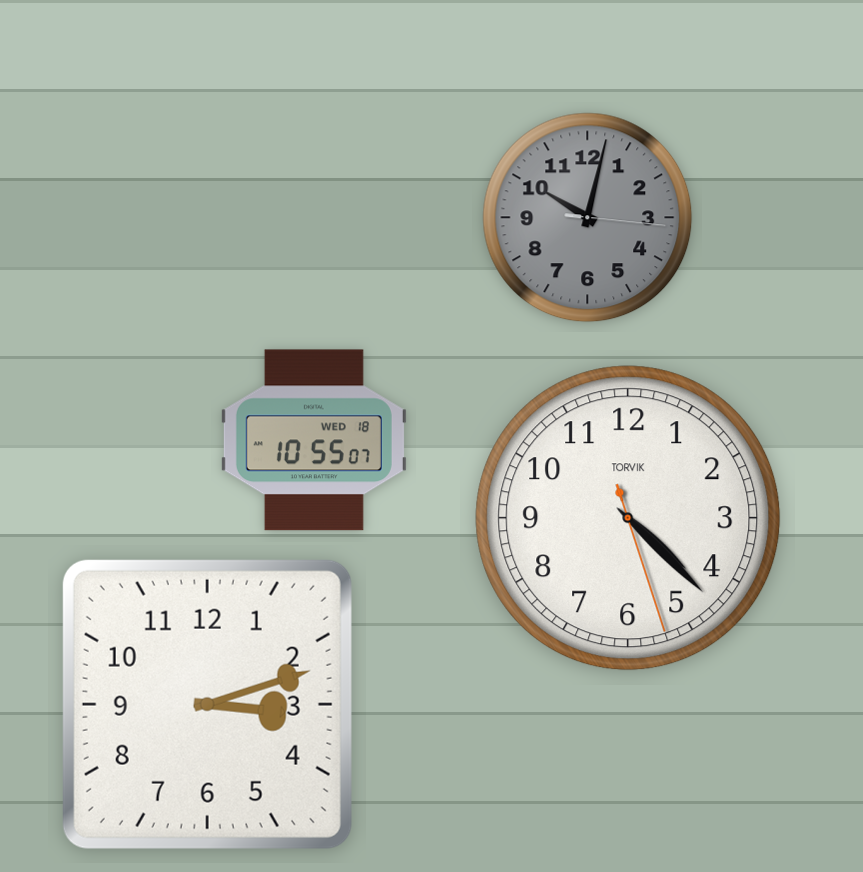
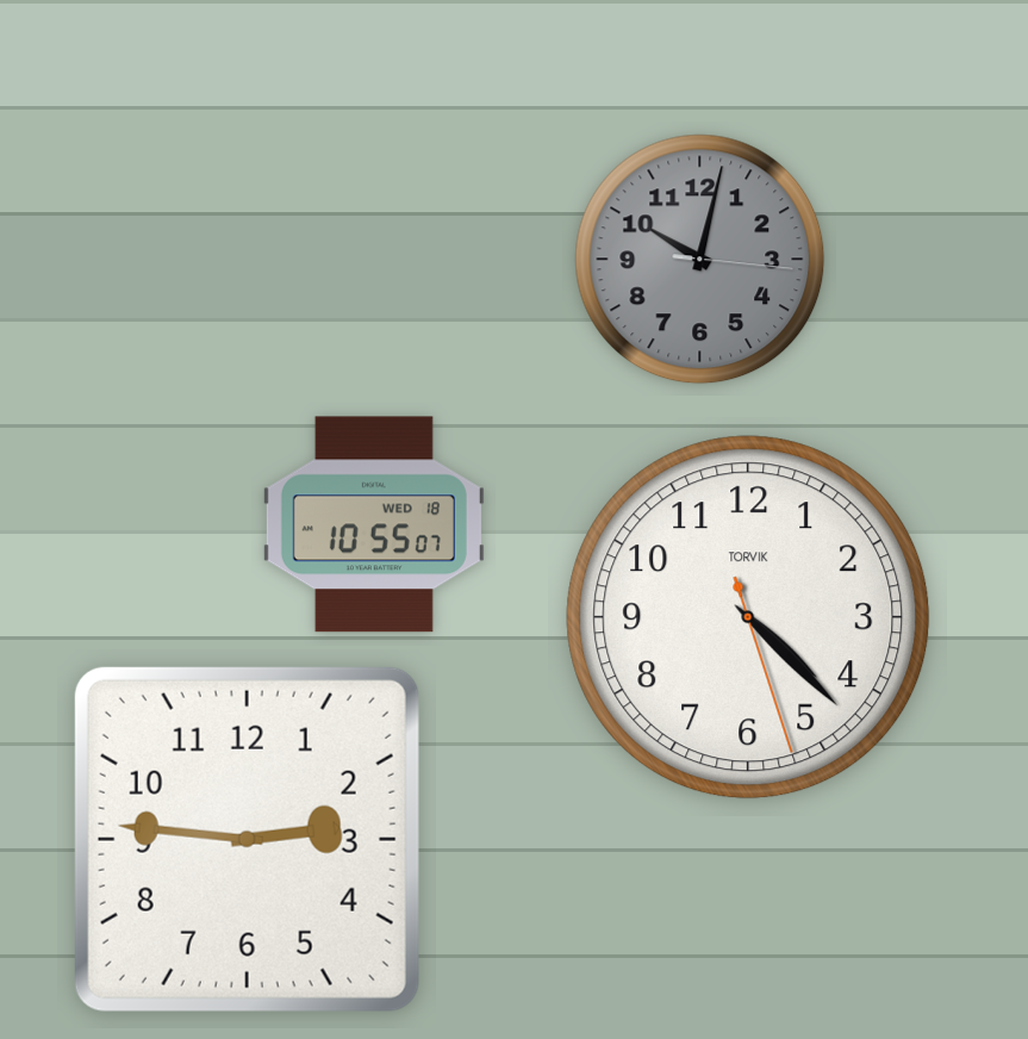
clock at (207, 704): 3:12 -> 2:46
